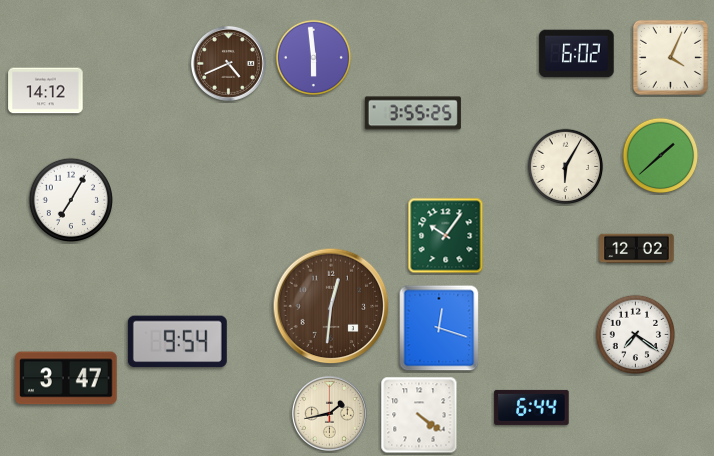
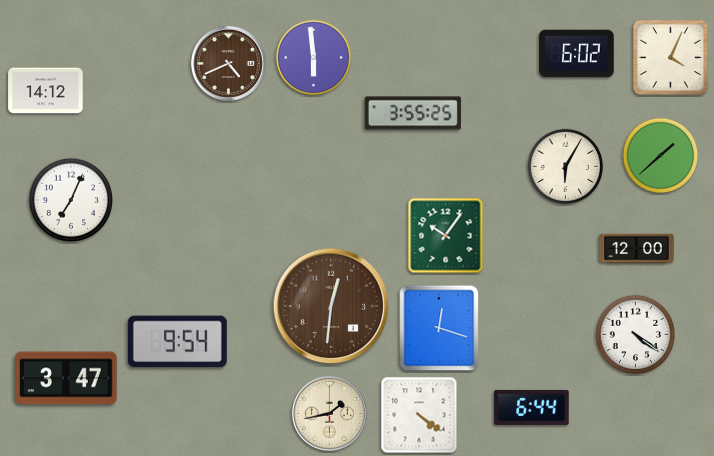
clock at (70, 199): 7:05 -> 7:04
clock at (637, 249): 12:02 -> 12:00
clock at (636, 335): 7:21 -> 4:21
